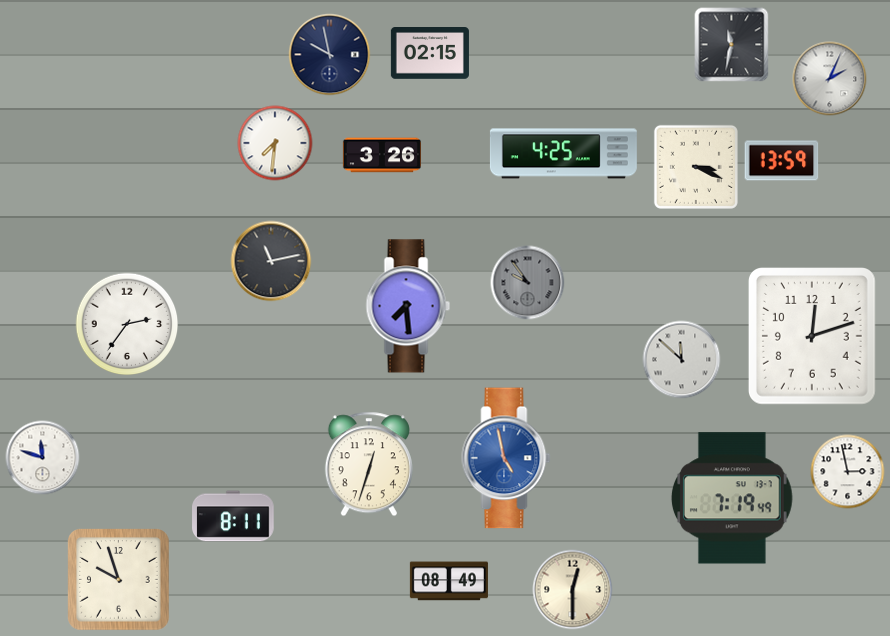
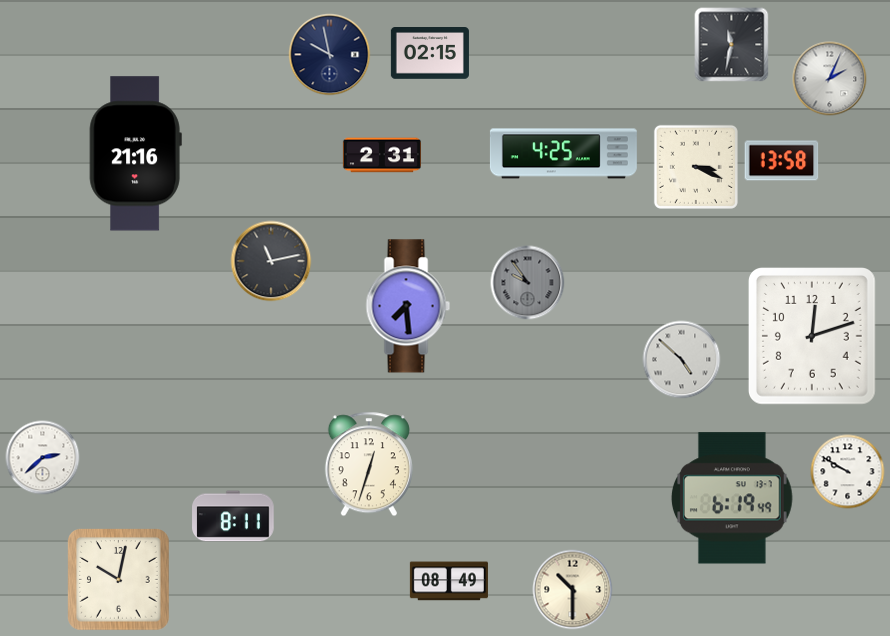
clock at (275, 143): 7:31 -> none
clock at (135, 154): none -> 21:16
clock at (382, 155): 3:26 -> 2:31
clock at (782, 161): 13:59 -> 13:58
clock at (127, 324): 2:36 -> none
clock at (682, 360): 11:52 -> 4:52
clock at (43, 458): 11:48 -> 2:38
clock at (506, 458): 4:58 -> none
clock at (848, 472): 2:58 -> 9:50
clock at (732, 498): 7:19 -> 6:19
clock at (119, 580): 9:57 -> 10:02
clock at (573, 590): 12:30 -> 10:30
